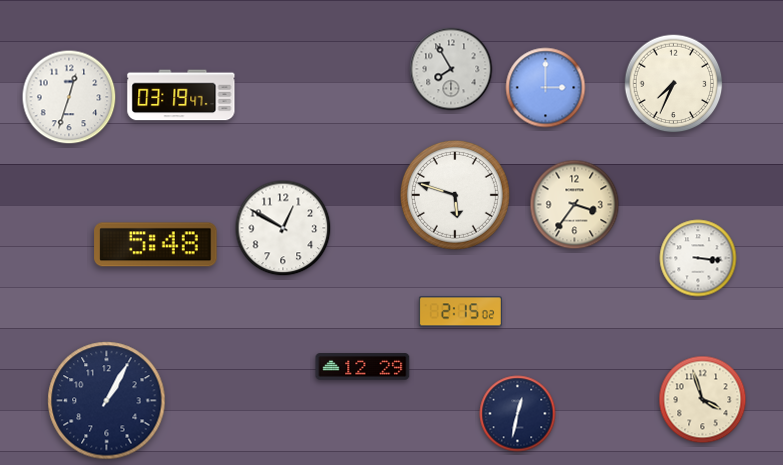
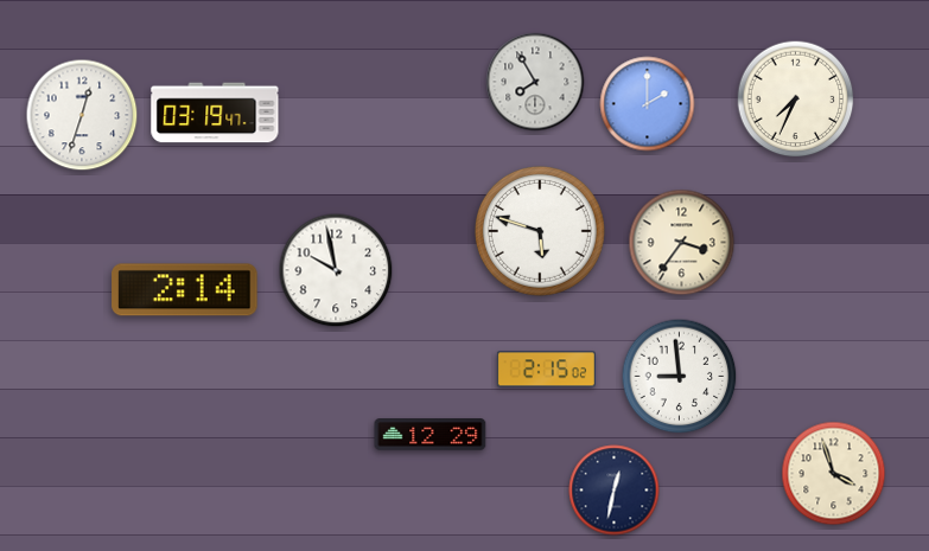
clock at (674, 84) position: (674, 84) -> (796, 100)
clock at (546, 88): 3:00 -> 2:00
clock at (283, 228): 12:50 -> 9:58
clock at (156, 245): 5:48 -> 2:14
clock at (698, 258): 3:16 -> none
clock at (680, 377): none -> 8:59
clock at (107, 401): 1:05 -> none
